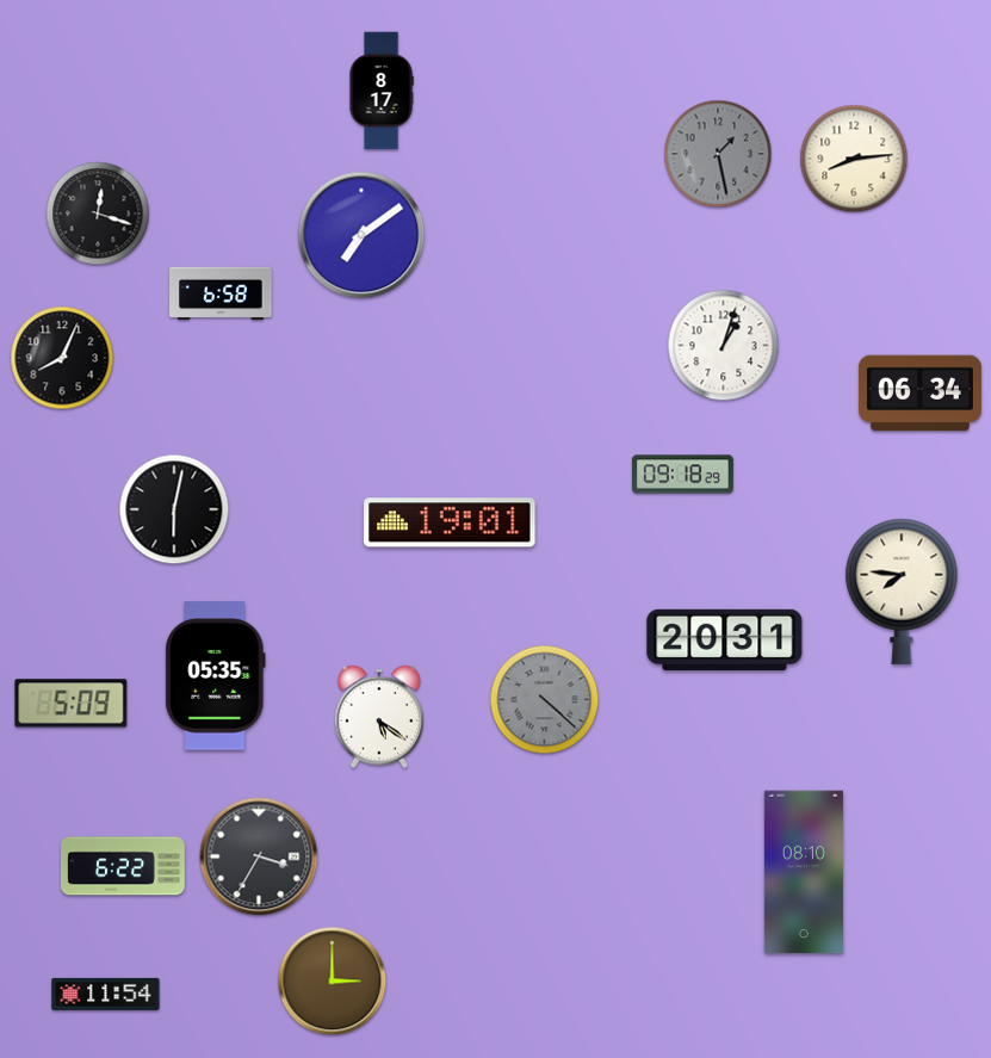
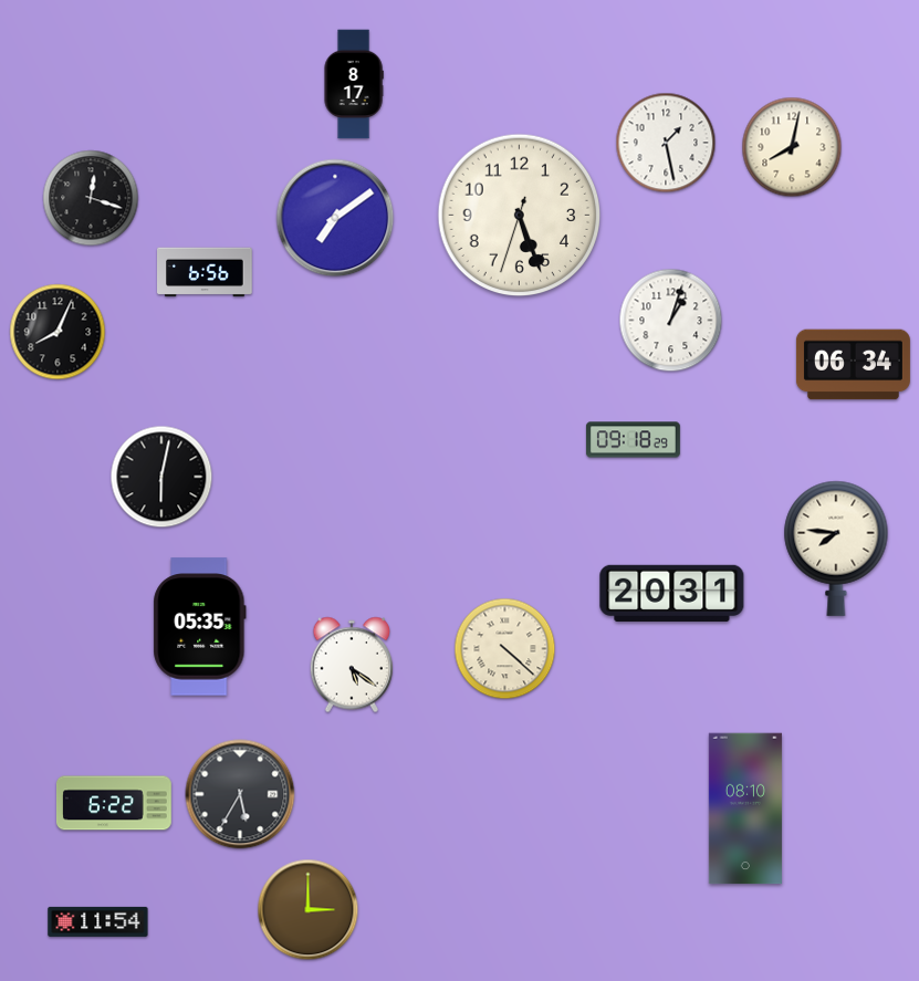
clock at (718, 154) dial: grey -> white
clock at (854, 159): 8:14 -> 8:02
clock at (520, 216): none -> 5:26
clock at (222, 293): 6:58 -> 6:56
clock at (174, 509) position: (174, 509) -> (161, 477)
clock at (450, 522): 19:01 -> none
clock at (545, 700) dial: grey -> cream
clock at (72, 704): 5:09 -> none
clock at (259, 856): 3:35 -> 5:35
